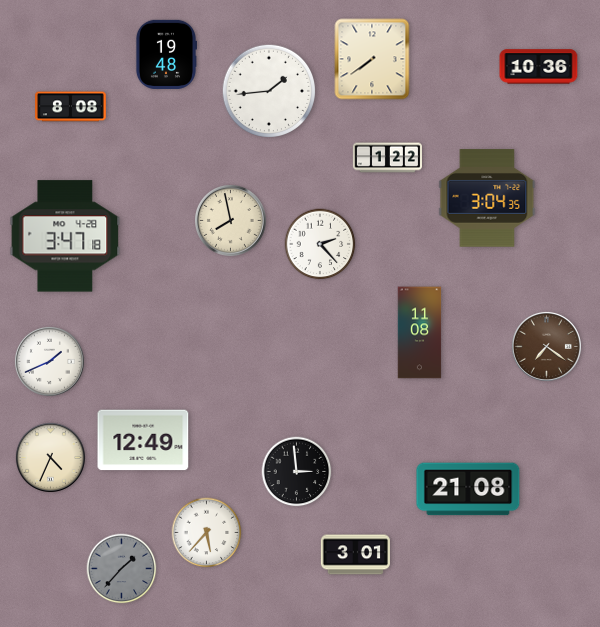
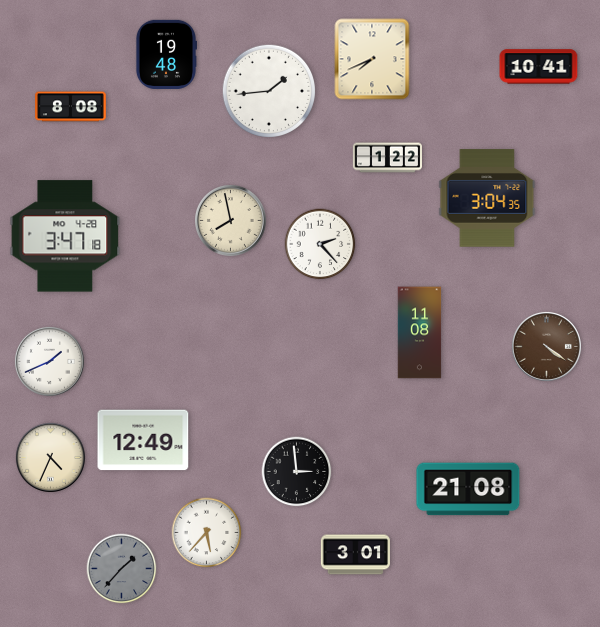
clock at (372, 59): 7:39 -> 7:41
clock at (539, 67): 10:36 -> 10:41
clock at (546, 346): 7:21 -> 4:21
